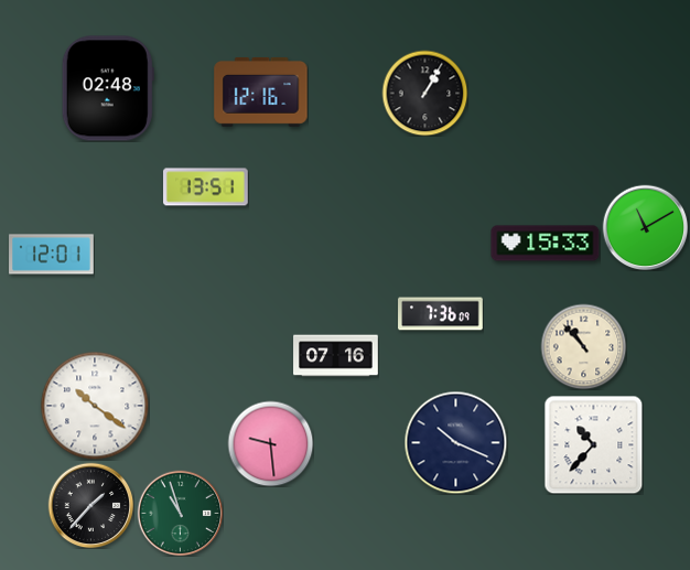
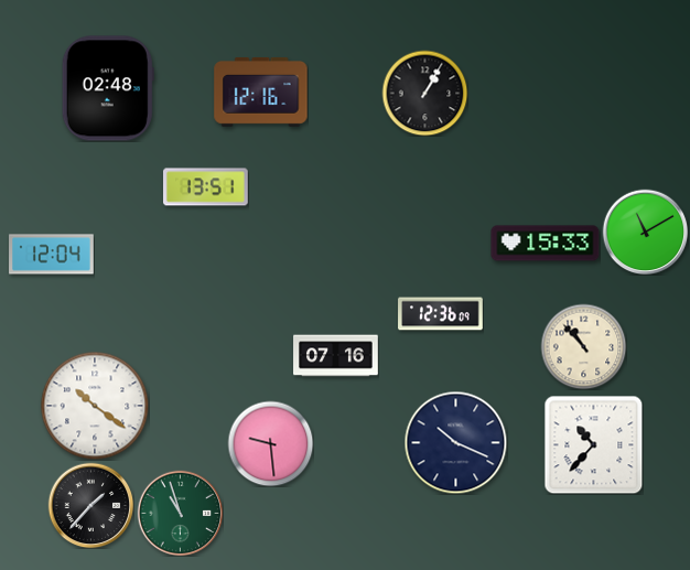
clock at (645, 227) position: (645, 227) -> (645, 232)
clock at (52, 255): 12:01 -> 12:04
clock at (441, 314): 7:36 -> 12:36
